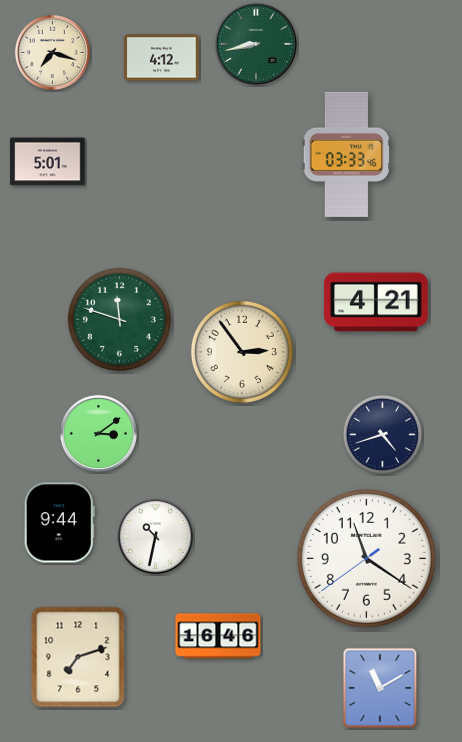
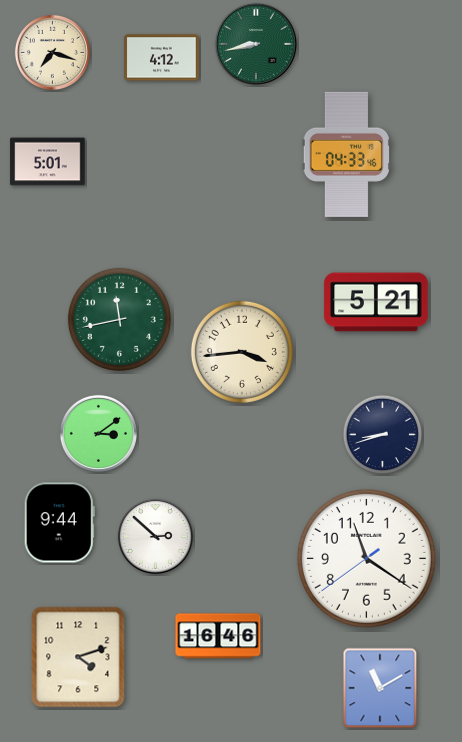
clock at (346, 154): 03:33 -> 04:33
clock at (376, 302): 4:21 -> 5:21
clock at (119, 319): 11:48 -> 11:43
clock at (242, 352): 2:54 -> 3:44
clock at (383, 435): 4:42 -> 8:42
clock at (155, 536): 10:32 -> 2:52
clock at (78, 657): 7:12 -> 4:12
